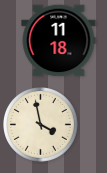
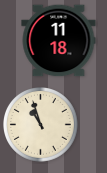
clock at (41, 125): 3:58 -> 10:57
